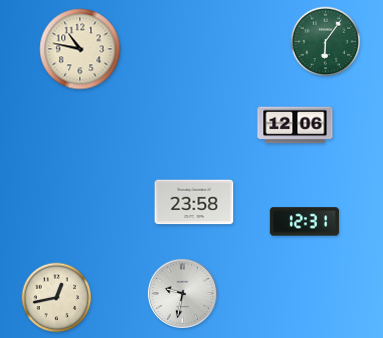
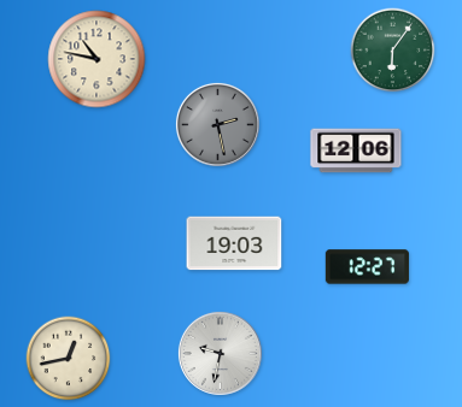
clock at (217, 124): none -> 2:28
clock at (194, 202): 23:58 -> 19:03
clock at (304, 222): 12:31 -> 12:27
